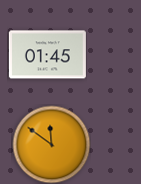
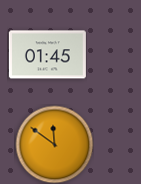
clock at (51, 144) position: (51, 144) -> (54, 144)
